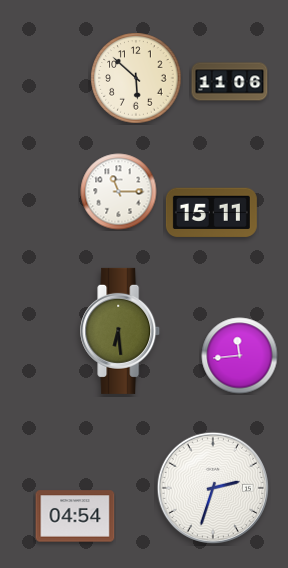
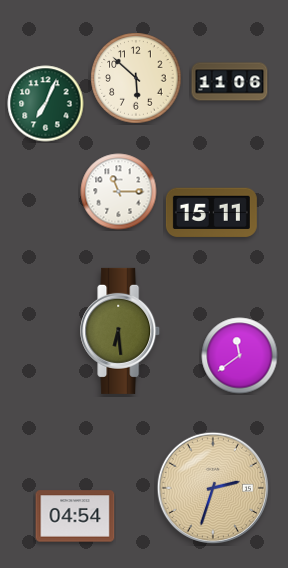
clock at (46, 104): none -> 7:04
clock at (240, 356): 11:44 -> 11:39
clock at (212, 487) dial: white -> champagne
